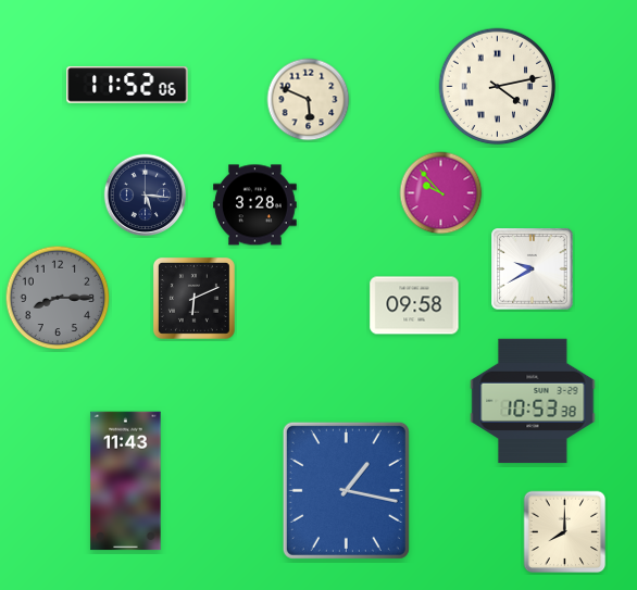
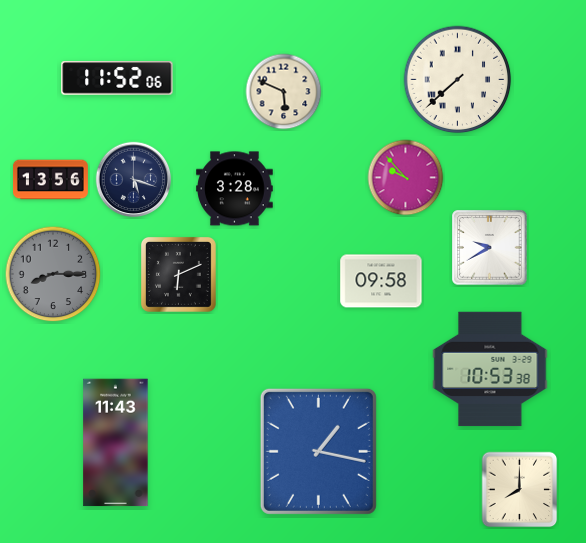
clock at (498, 87): 4:13 -> 7:38
clock at (51, 180): none -> 13:56
clock at (146, 196): 5:16 -> 5:18
